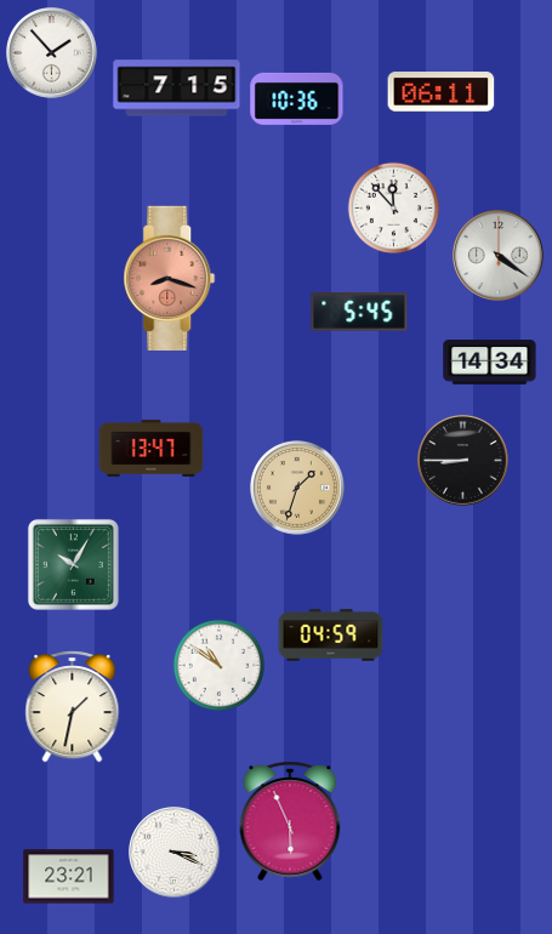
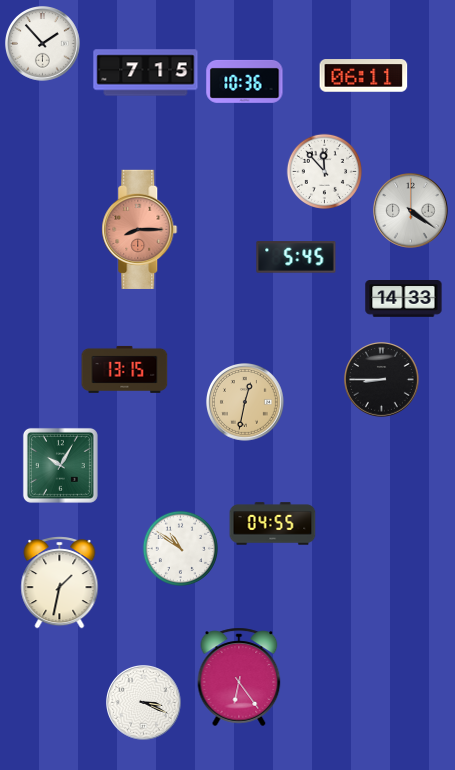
clock at (170, 278): 8:18 -> 8:15
clock at (490, 363): 14:34 -> 14:33
clock at (152, 448): 13:47 -> 13:15
clock at (298, 489): 1:33 -> 12:32
clock at (331, 636): 04:59 -> 04:55
clock at (290, 821): 5:56 -> 6:24
clock at (69, 877): 23:21 -> none
